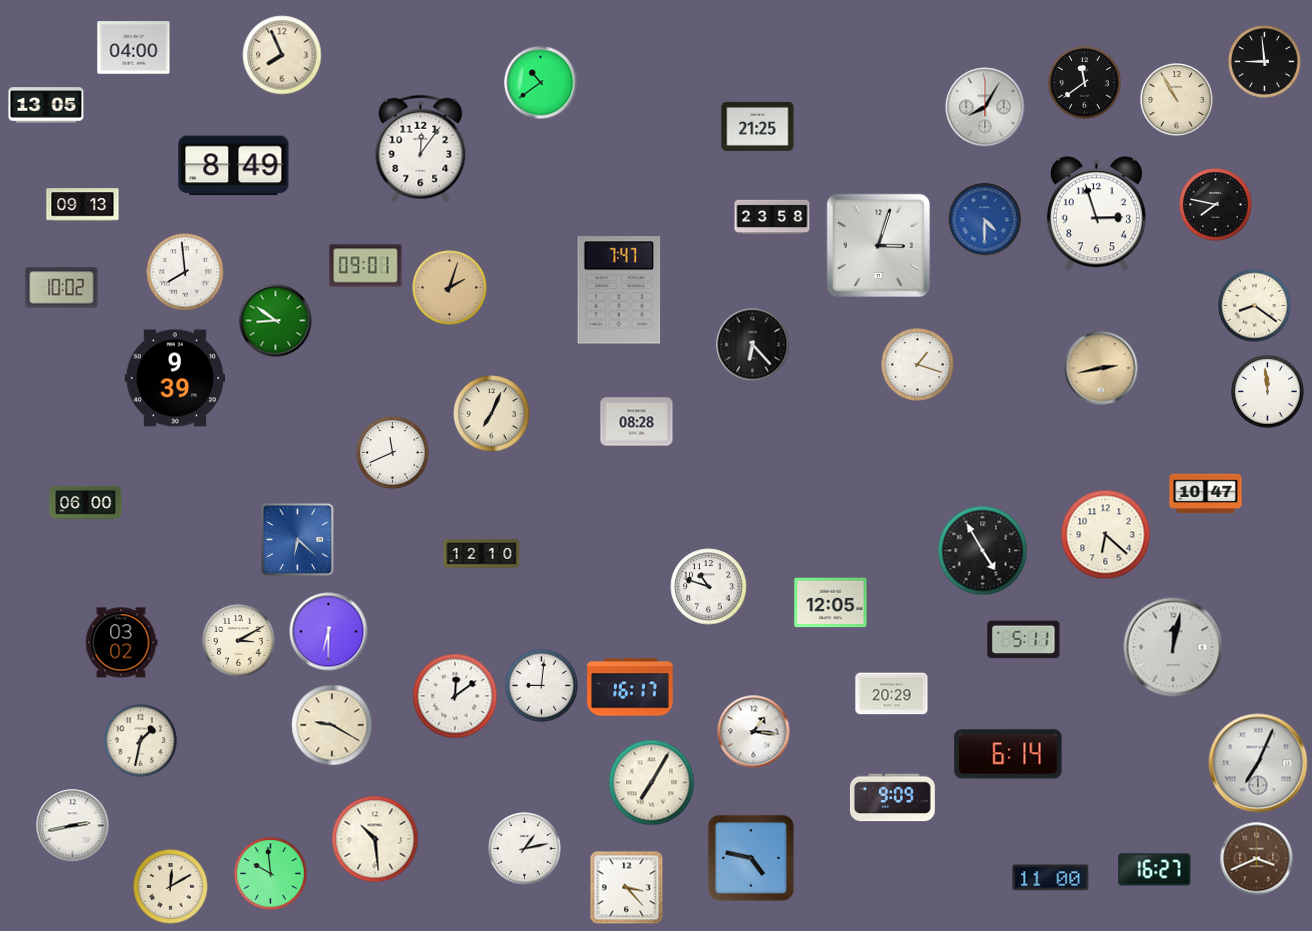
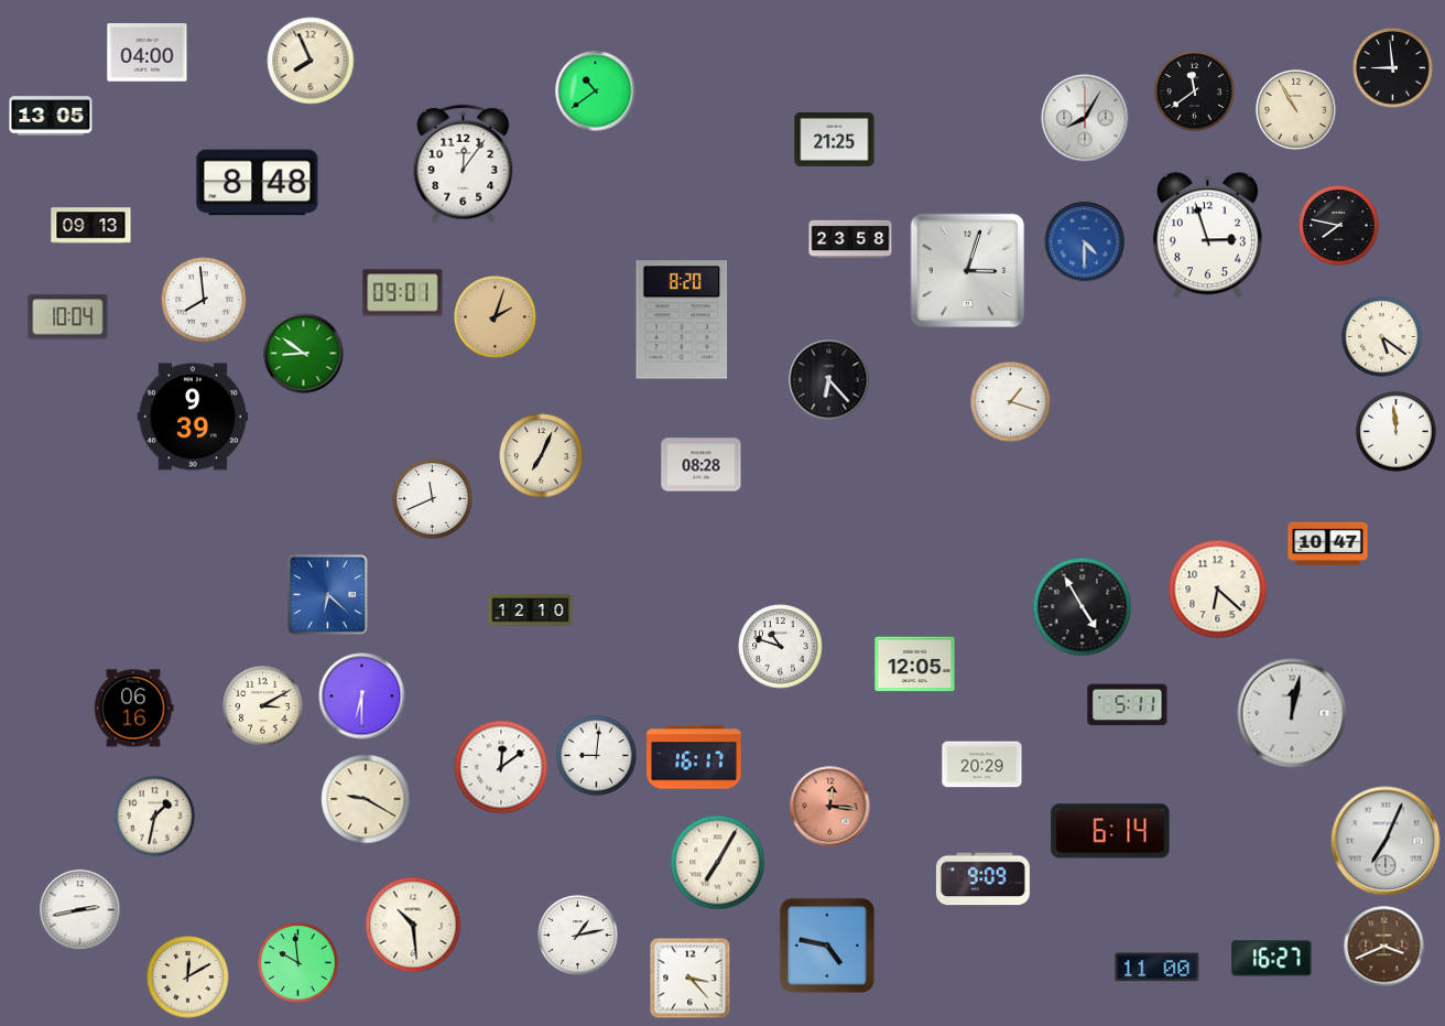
clock at (234, 166): 8:49 -> 8:48
clock at (62, 288): 10:02 -> 10:04
clock at (619, 290): 7:47 -> 8:20
clock at (1255, 306): 8:21 -> 5:21
clock at (1101, 368): 2:43 -> none
clock at (86, 502): 06:00 -> none
clock at (121, 643): 03:02 -> 06:16
clock at (754, 732): 1:16 -> 12:16
clock at (754, 732) dial: white -> salmon
